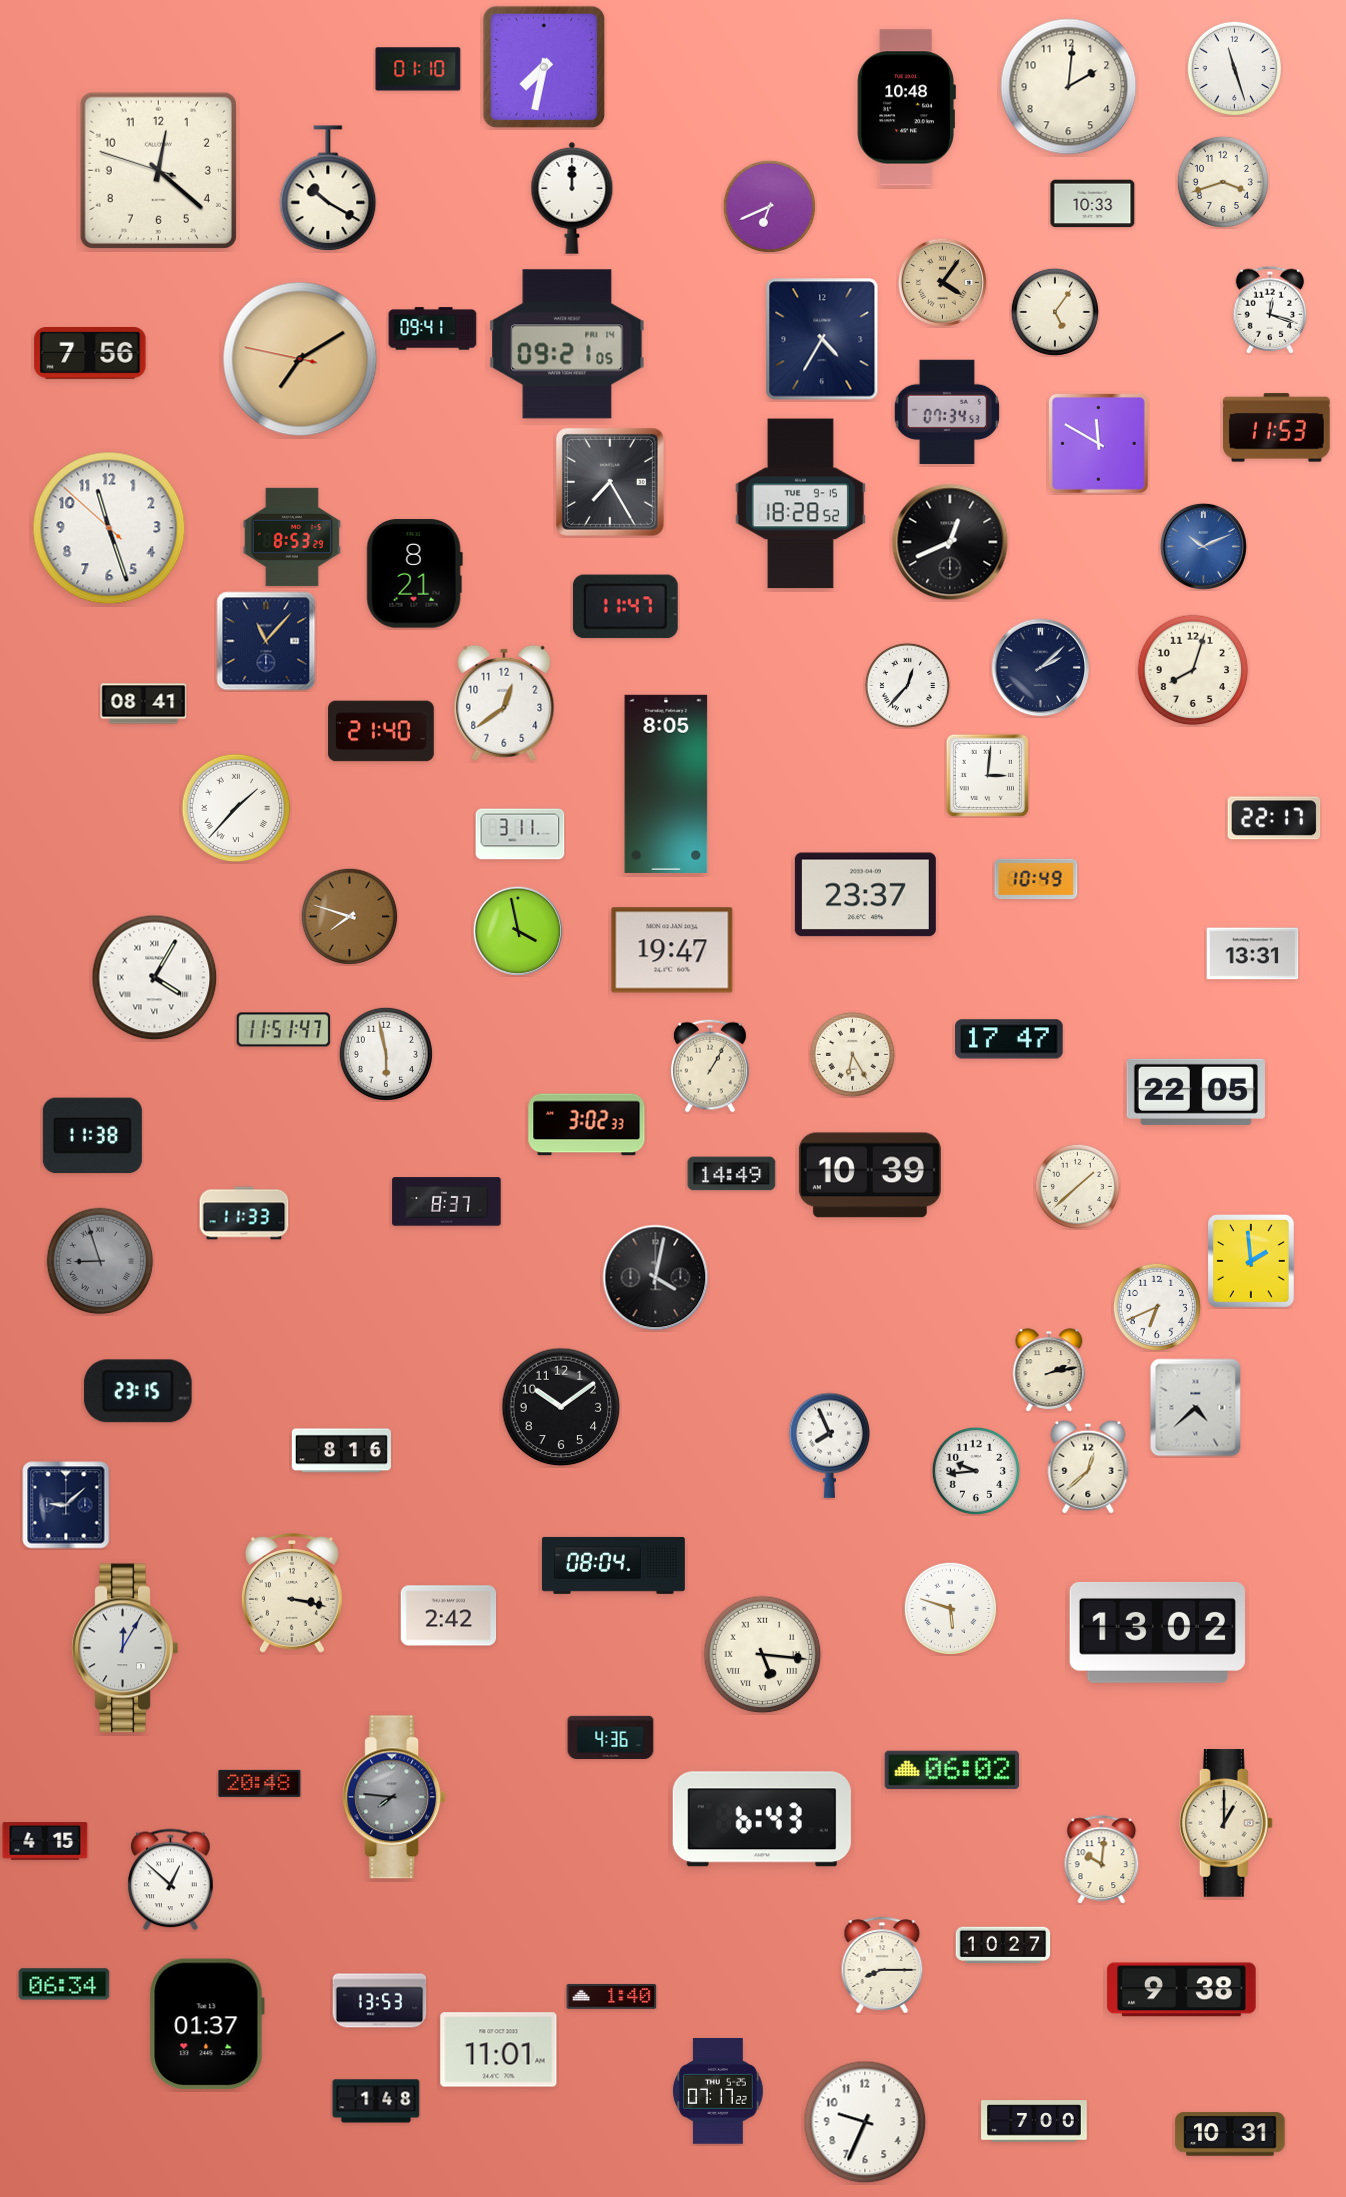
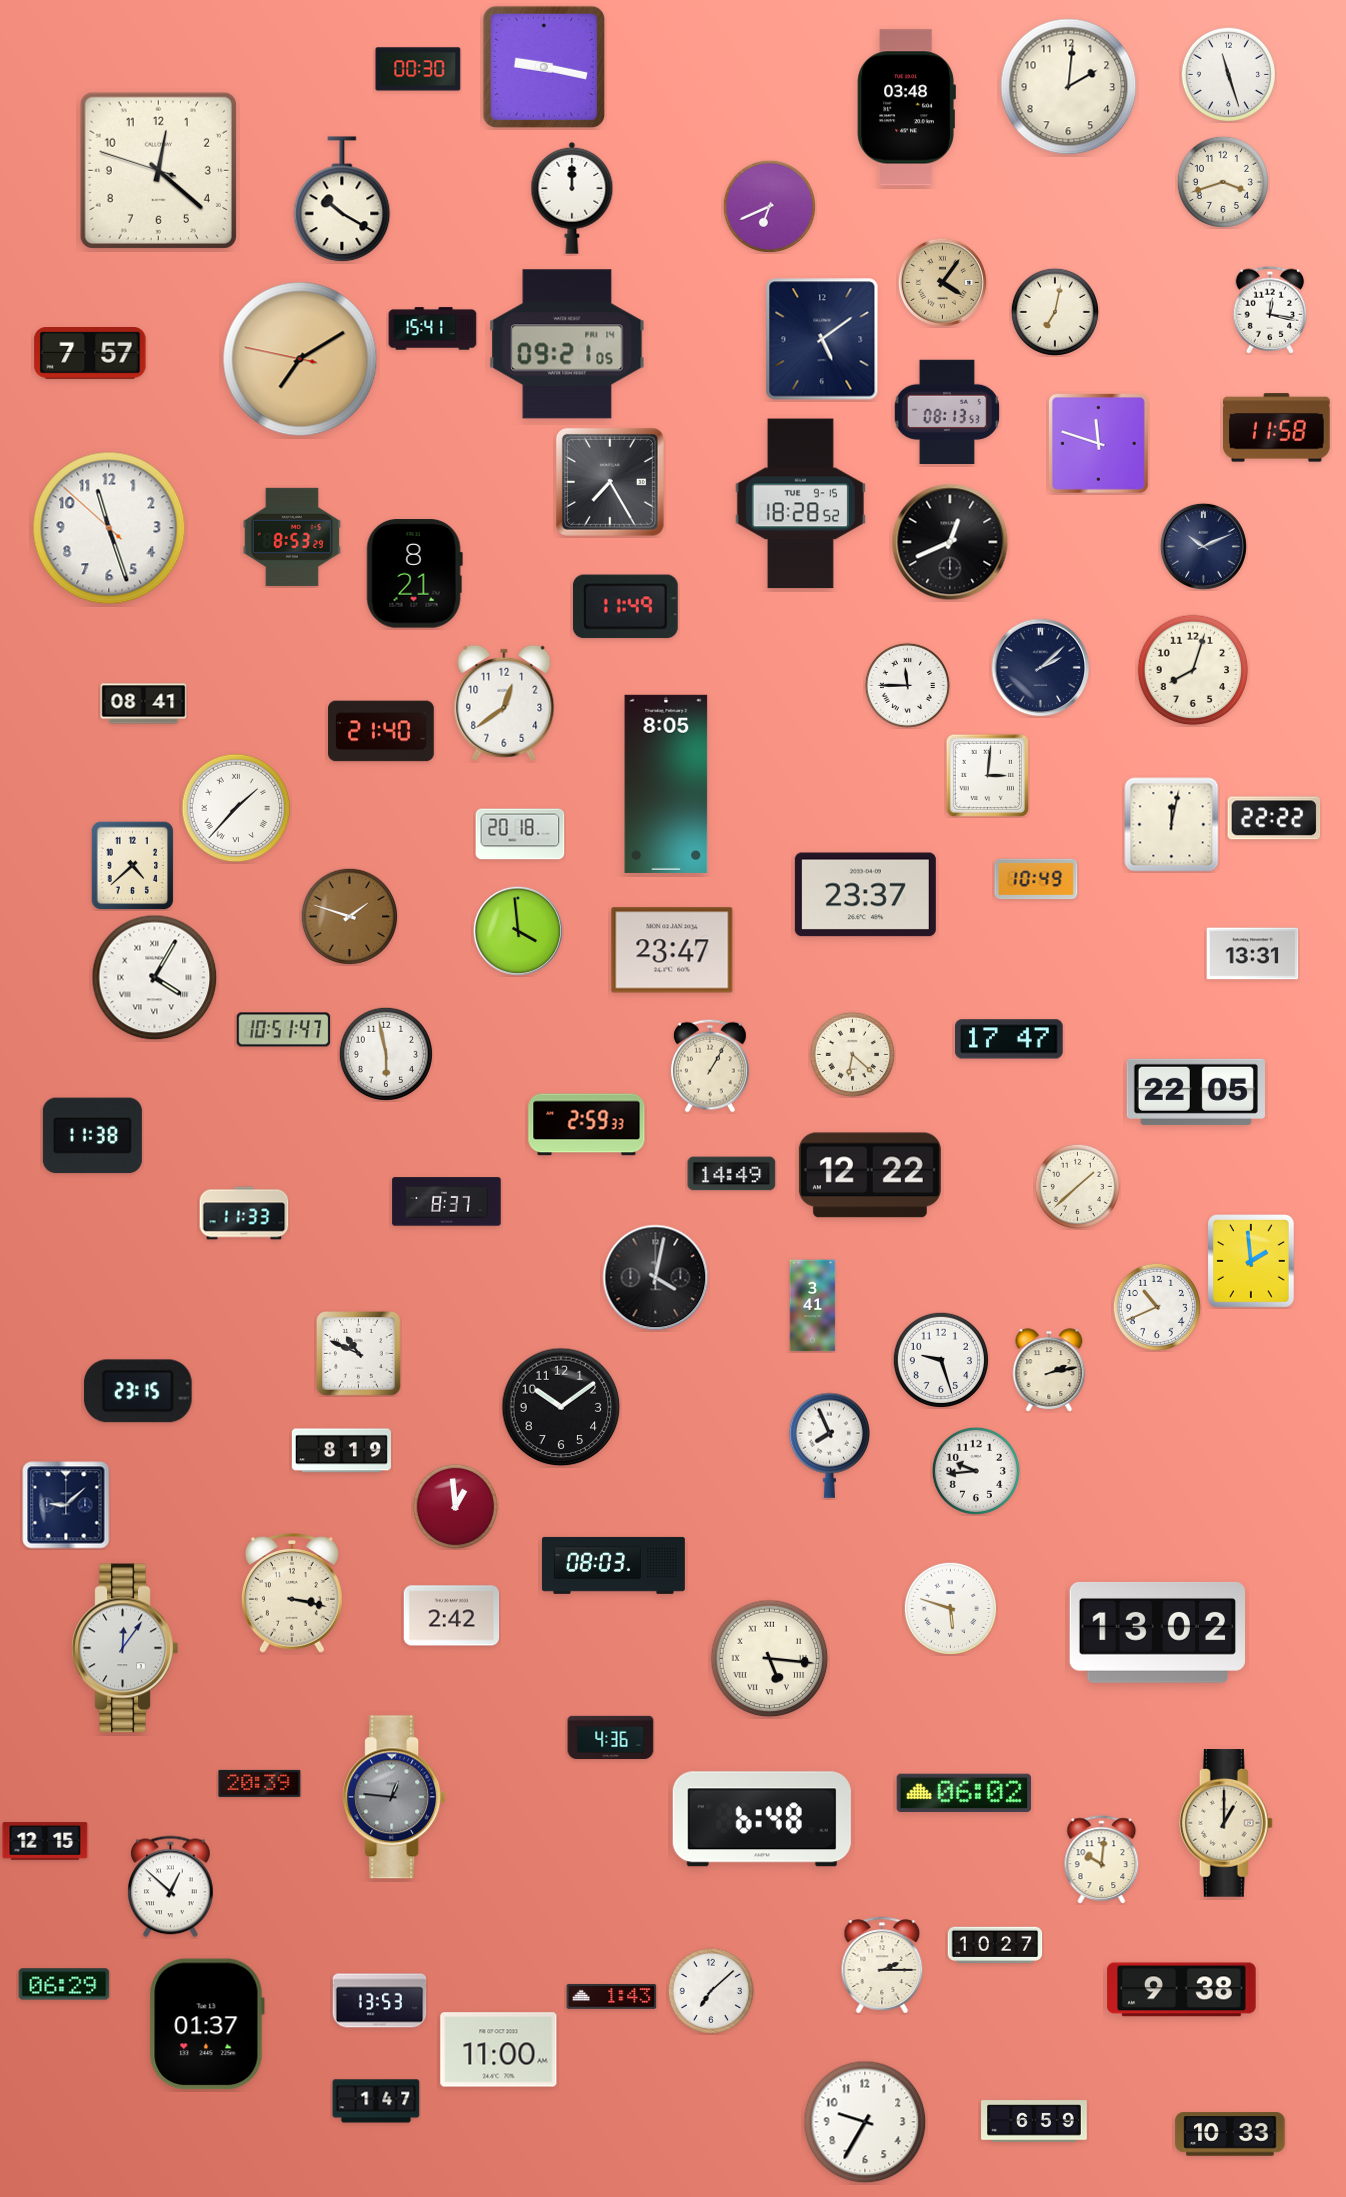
clock at (544, 67): 7:32 -> 9:17
clock at (1234, 68) position: (1234, 68) -> (1228, 74)
clock at (418, 69): 01:10 -> 00:30
clock at (906, 108): 10:48 -> 03:48
clock at (328, 189) position: (328, 189) -> (342, 200)
clock at (1093, 204): 10:33 -> none
clock at (1270, 310): 12:18 -> 12:17
clock at (1055, 312): 5:06 -> 7:02
clock at (433, 329): 09:41 -> 15:41
clock at (822, 339): 4:35 -> 5:09
clock at (90, 354): 7:56 -> 7:57
clock at (946, 411): 07:34 -> 08:13
clock at (1277, 428): 11:53 -> 11:58
clock at (1098, 443): 11:50 -> 11:48
clock at (1203, 546) dial: blue -> navy
clock at (625, 607): 11:47 -> 11:49
clock at (266, 641): 11:07 -> none
clock at (907, 685): 12:37 -> 11:45
clock at (1274, 818): 22:17 -> 22:22
clock at (1172, 825): none -> 12:02
clock at (520, 834): 3:11 -> 20:18
clock at (133, 865): none -> 4:38
clock at (349, 916): 7:48 -> 1:48
clock at (518, 931): 3:58 -> 3:59
clock at (672, 950): 19:47 -> 23:47
clock at (284, 1030): 11:51 -> 10:51
clock at (852, 1054): 6:25 -> 6:22
clock at (587, 1125): 3:02 -> 2:59
clock at (870, 1175): 10:39 -> 12:22
clock at (100, 1261): 8:57 -> none
clock at (813, 1306): none -> 3:41
clock at (1157, 1307): 6:41 -> 10:41
clock at (359, 1354): none -> 10:49
clock at (940, 1359): none -> 9:27
clock at (1196, 1408): 4:38 -> none
clock at (341, 1451): 8:16 -> 8:19
clock at (1088, 1467): 12:38 -> none
clock at (455, 1506): none -> 12:59
clock at (613, 1565): 08:04 -> 08:03
clock at (449, 1616) position: (449, 1616) -> (452, 1616)
clock at (125, 1648): 12:05 -> 12:06
clock at (763, 1655) position: (763, 1655) -> (770, 1659)
clock at (952, 1770) position: (952, 1770) -> (964, 1793)
clock at (260, 1783): 20:48 -> 20:39
clock at (394, 1797): 7:46 -> 12:46
clock at (762, 1819): 6:43 -> 6:48
clock at (45, 1841): 4:15 -> 12:15
clock at (171, 1880) position: (171, 1880) -> (171, 1887)
clock at (1003, 1945) position: (1003, 1945) -> (995, 1945)
clock at (882, 1965): 8:15 -> 2:15
clock at (64, 1984): 06:34 -> 06:29
clock at (711, 1991): none -> 7:08
clock at (612, 1996): 1:40 -> 1:43
clock at (499, 2050): 11:01 -> 11:00
clock at (719, 2092): 07:17 -> none
clock at (376, 2101): 1:48 -> 1:47
clock at (1034, 2121): 7:00 -> 6:59
clock at (865, 2122): 9:34 -> 9:35
clock at (1230, 2134): 10:31 -> 10:33
